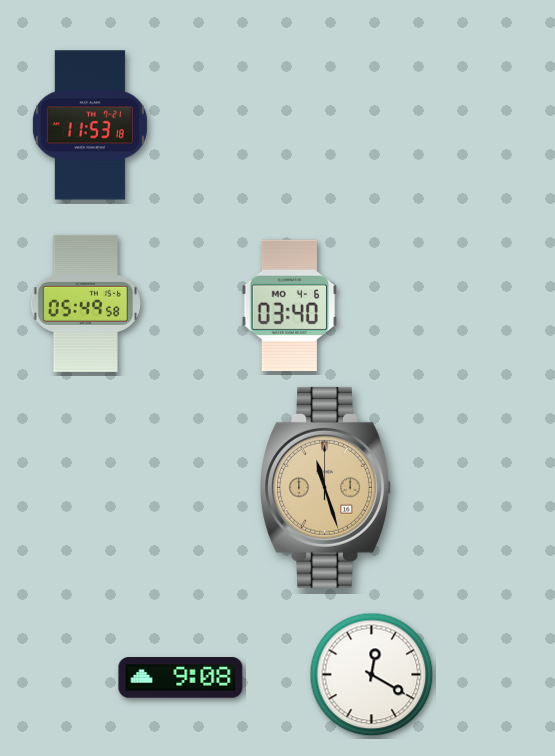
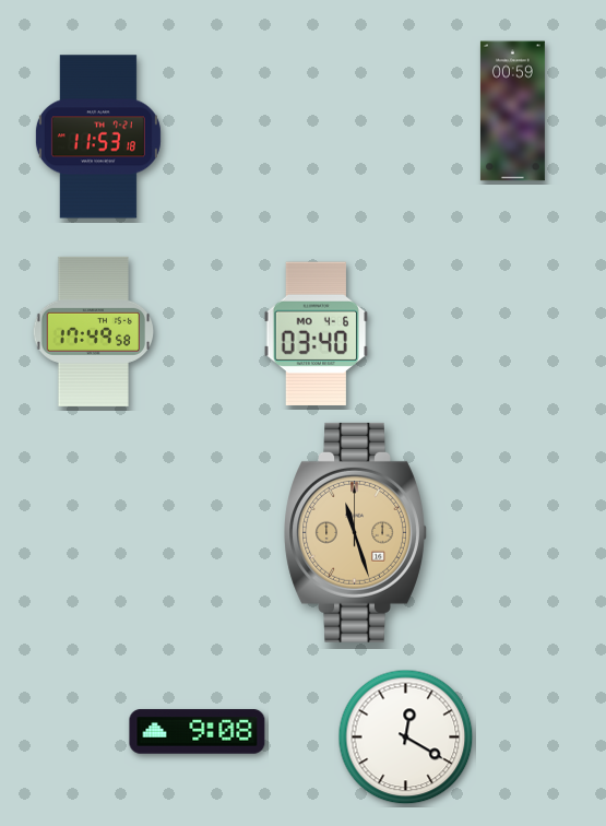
clock at (512, 111): none -> 00:59
clock at (86, 303): 05:49 -> 17:49
clock at (181, 678) position: (181, 678) -> (198, 732)
